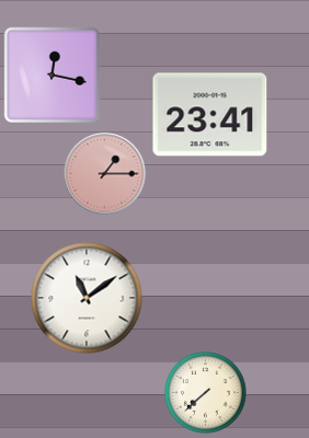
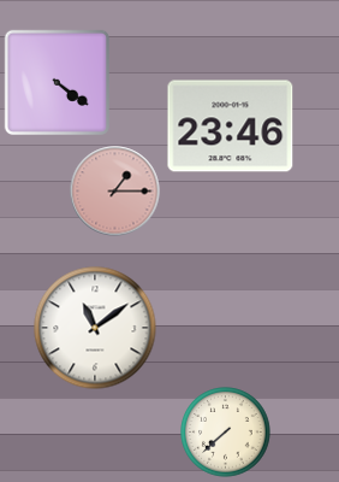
clock at (51, 74): 12:17 -> 4:21
clock at (210, 115): 23:41 -> 23:46
